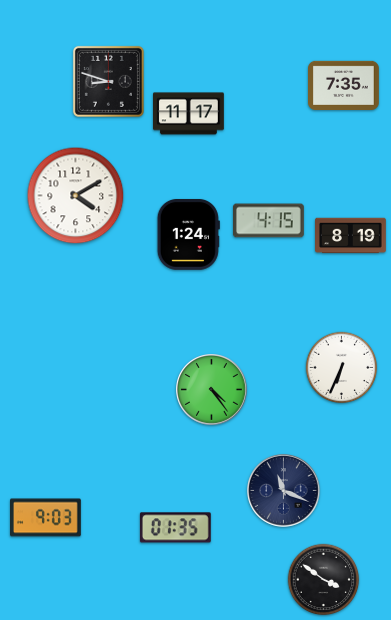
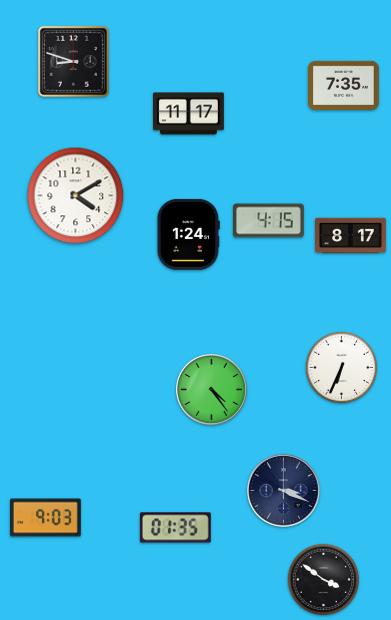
clock at (108, 81) position: (108, 81) -> (73, 61)
clock at (351, 236): 8:19 -> 8:17
clock at (284, 491): 11:19 -> 3:19
